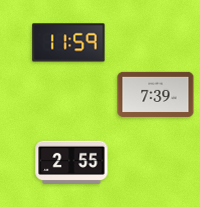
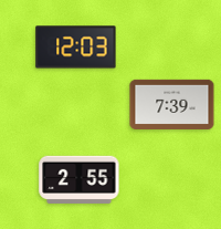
clock at (69, 43): 11:59 -> 12:03
